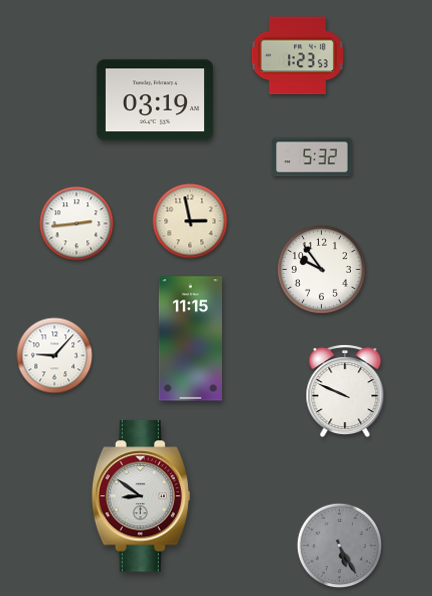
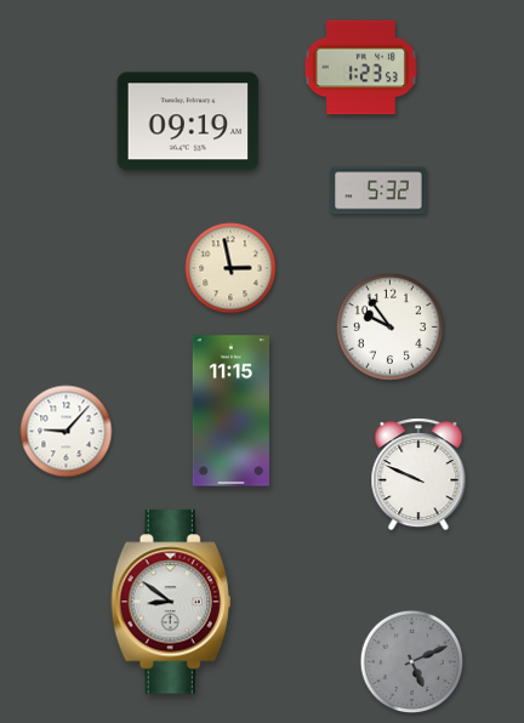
clock at (155, 100): 03:19 -> 09:19
clock at (77, 224): 2:44 -> none
clock at (340, 546): 5:25 -> 5:11
